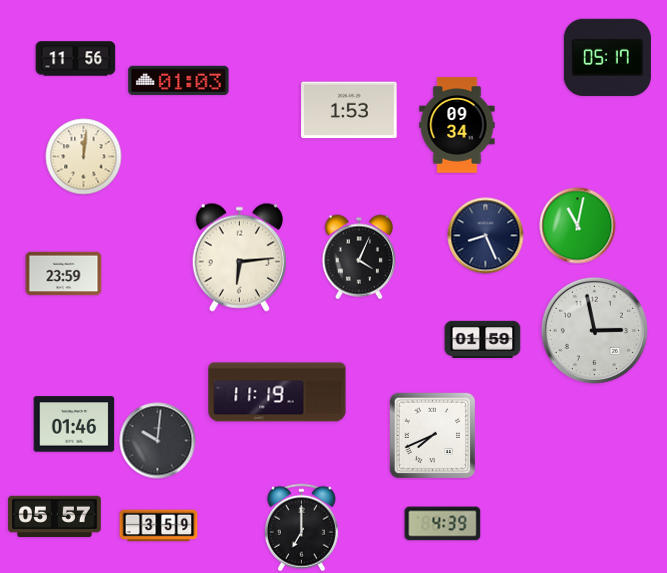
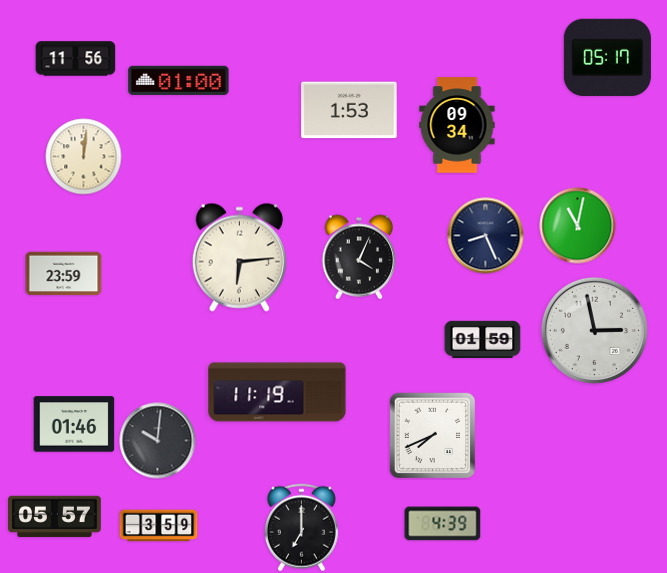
clock at (179, 80): 01:03 -> 01:00
